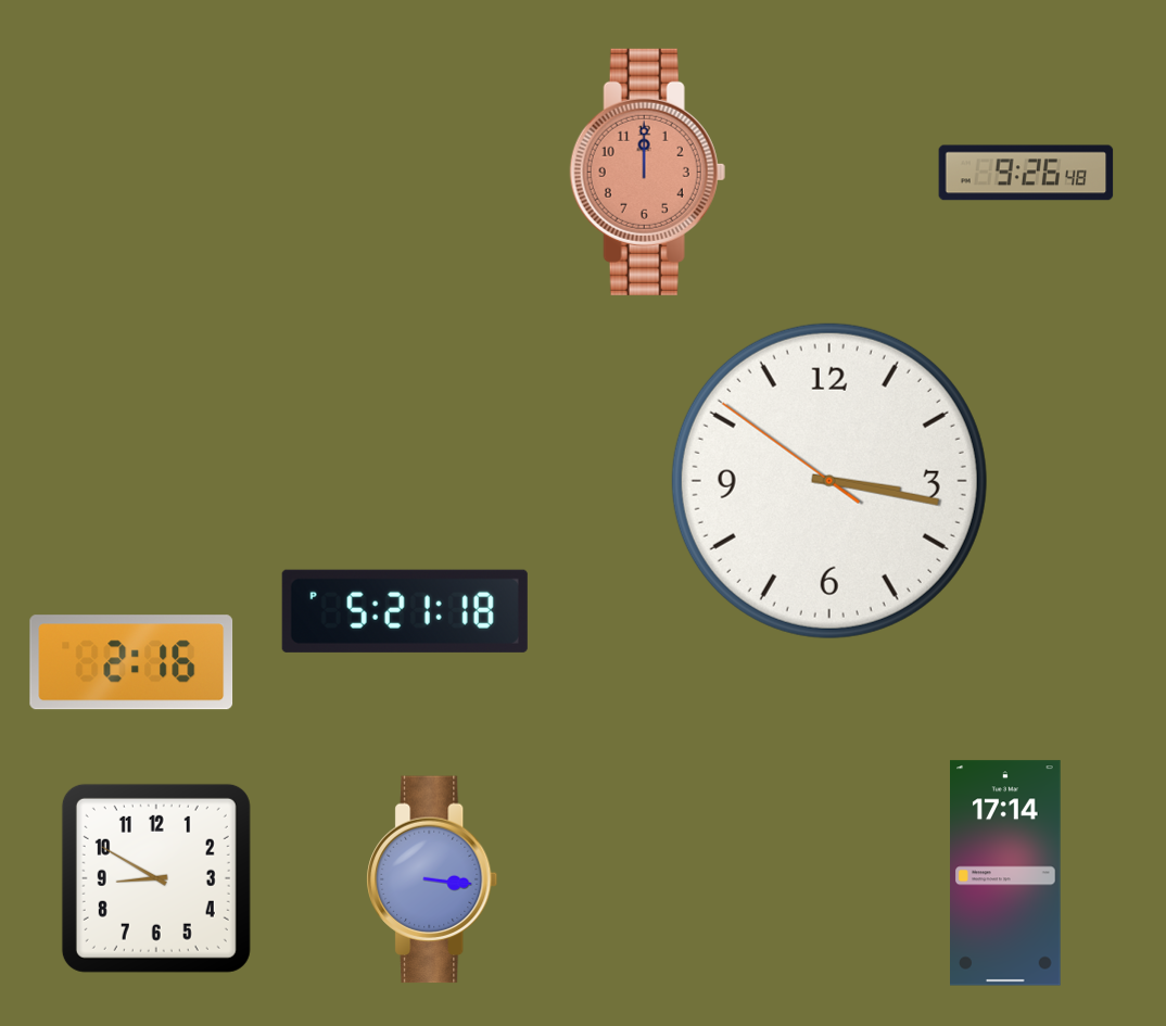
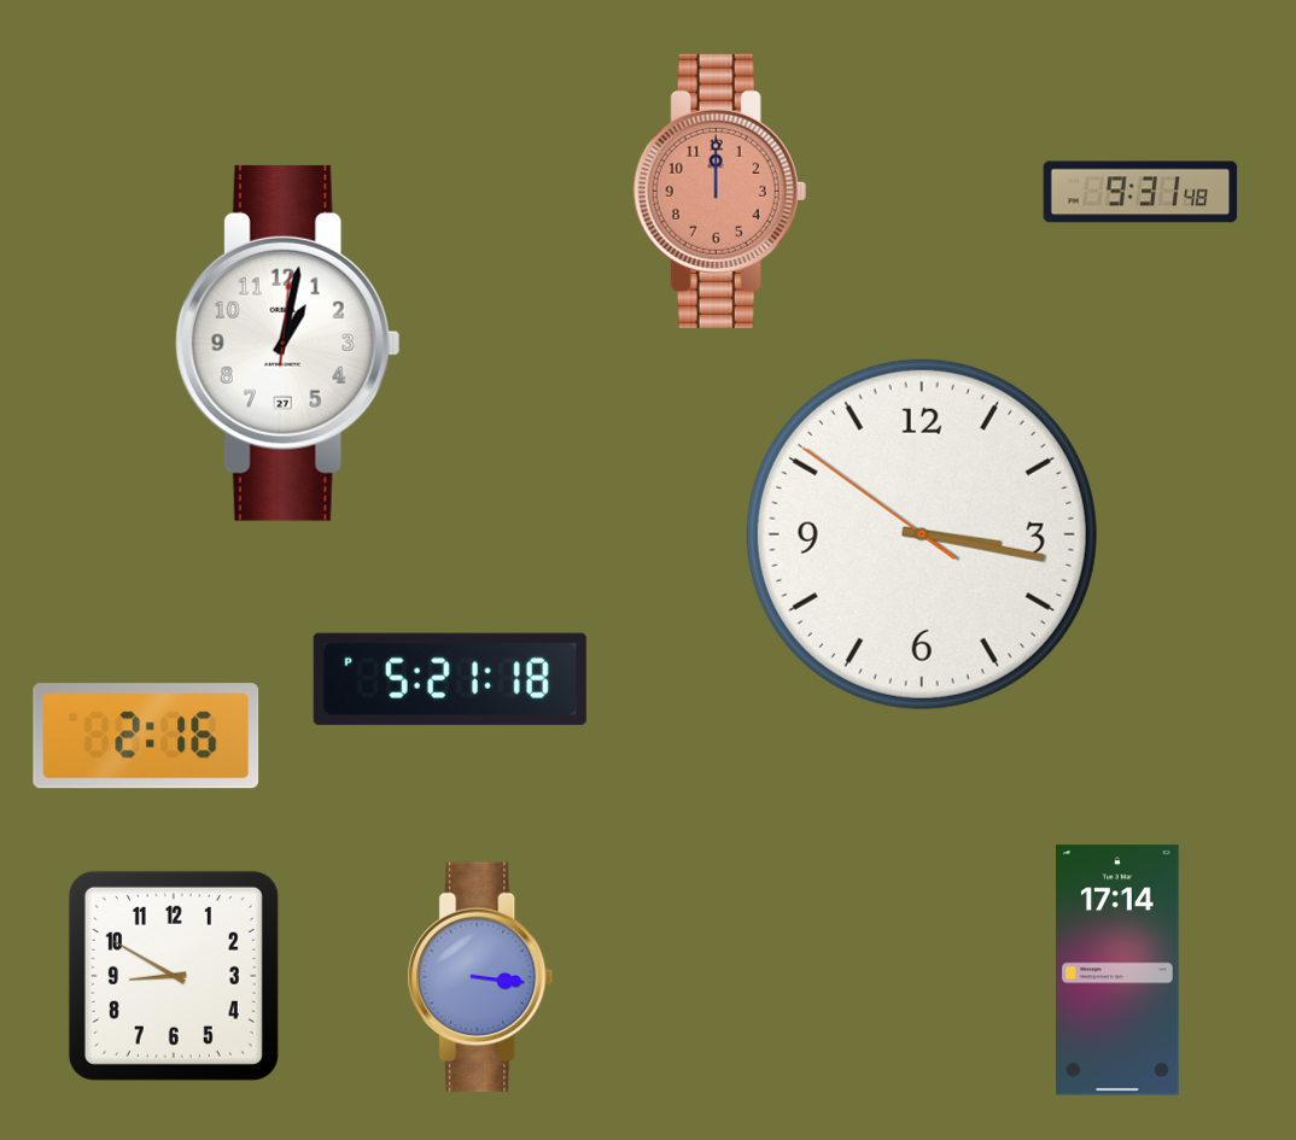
clock at (1026, 173): 9:26 -> 9:31
clock at (287, 343): none -> 1:02
